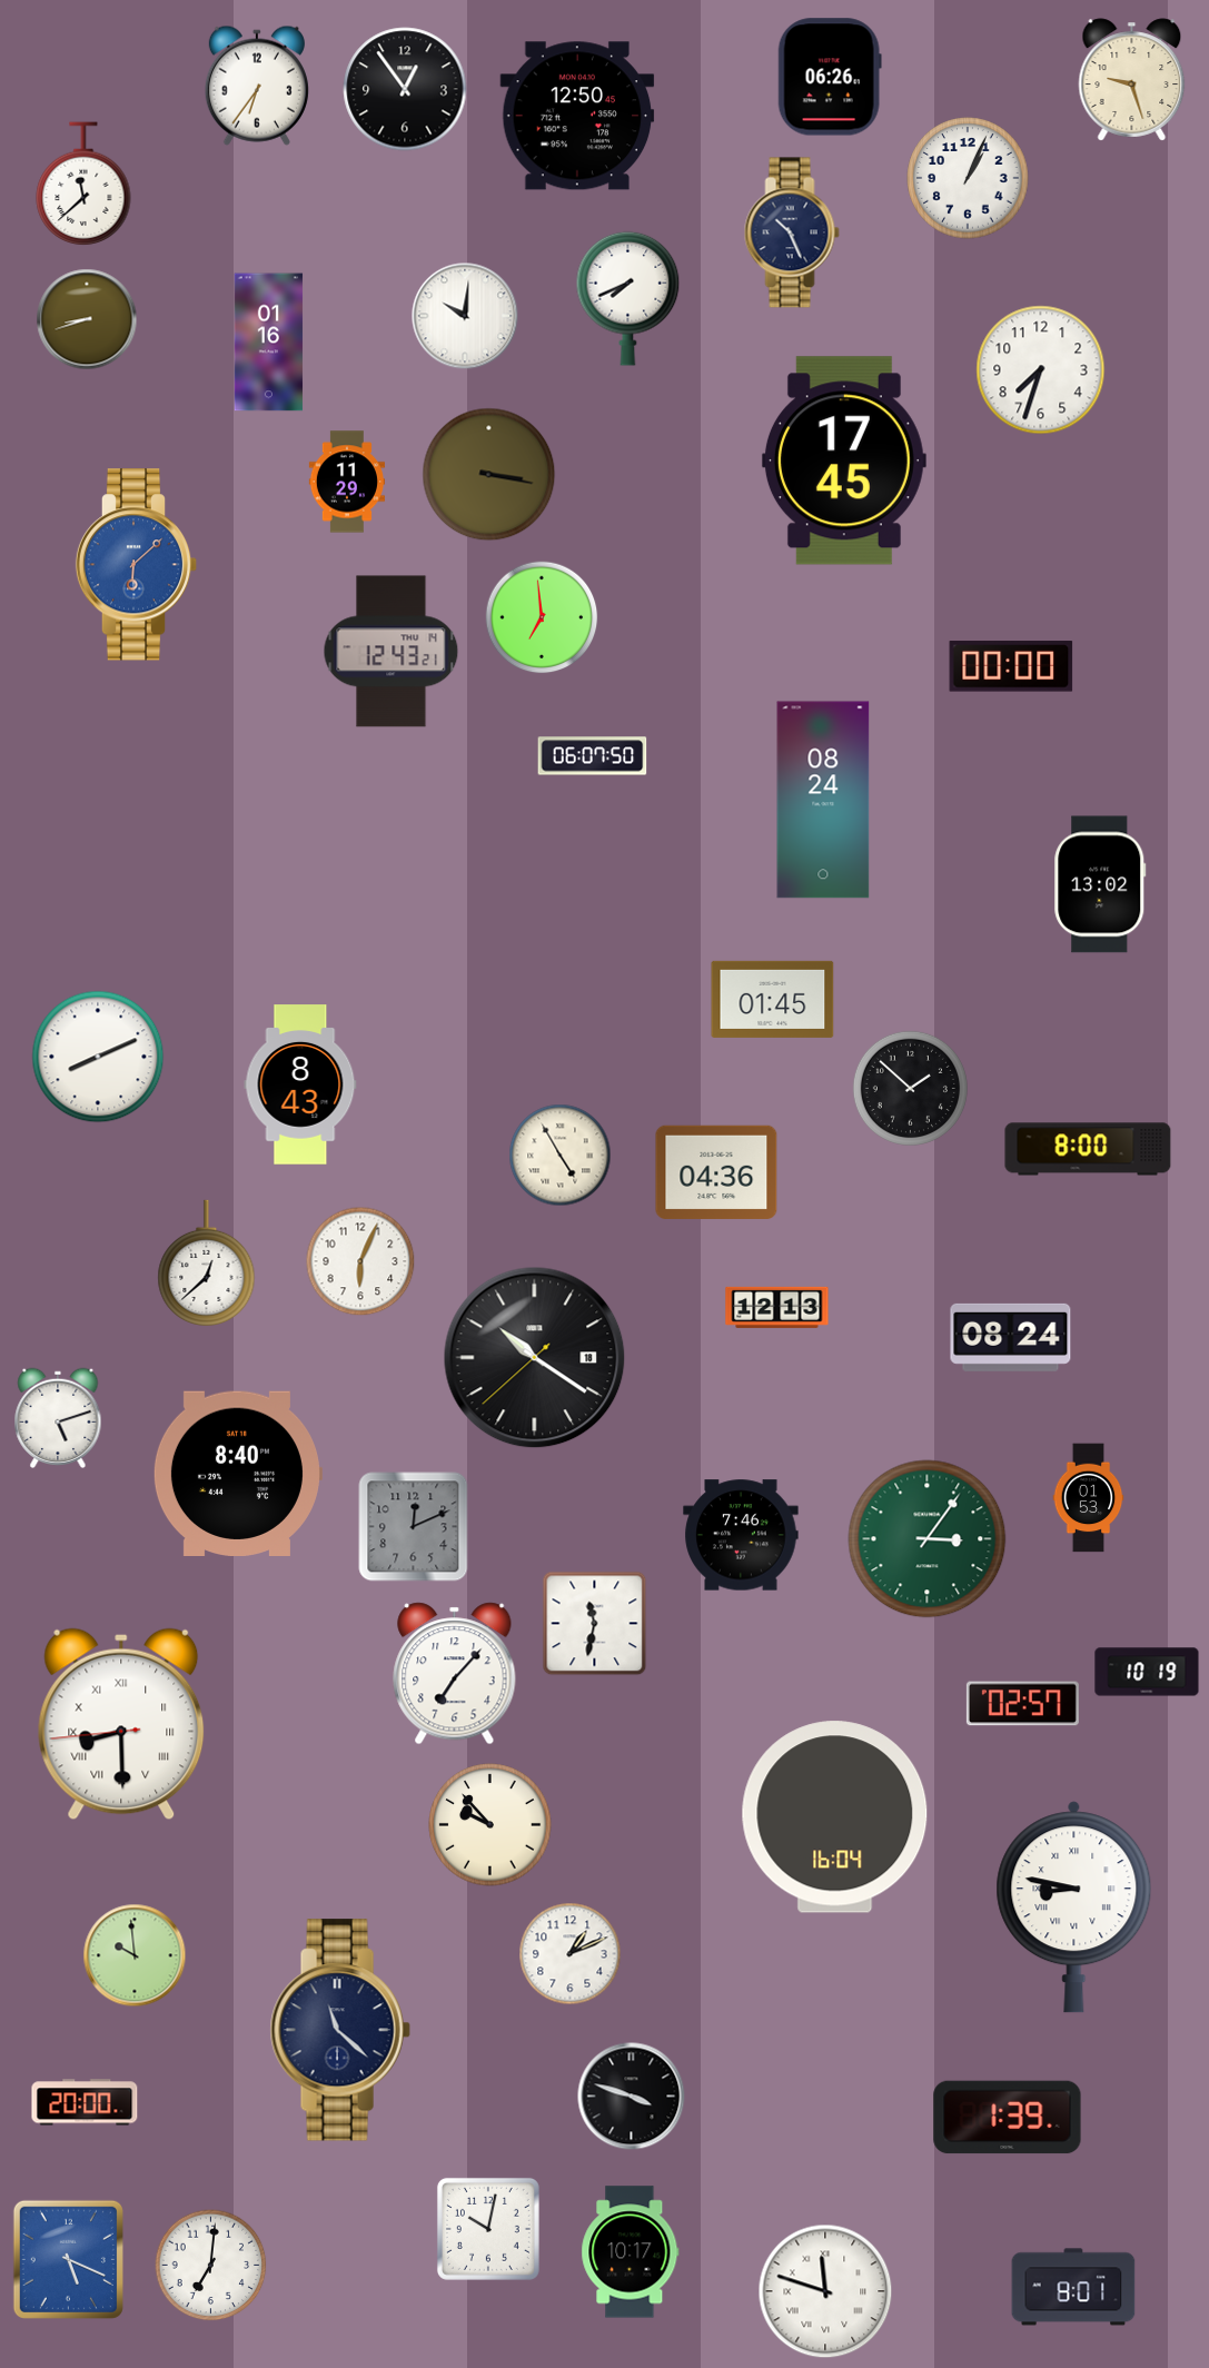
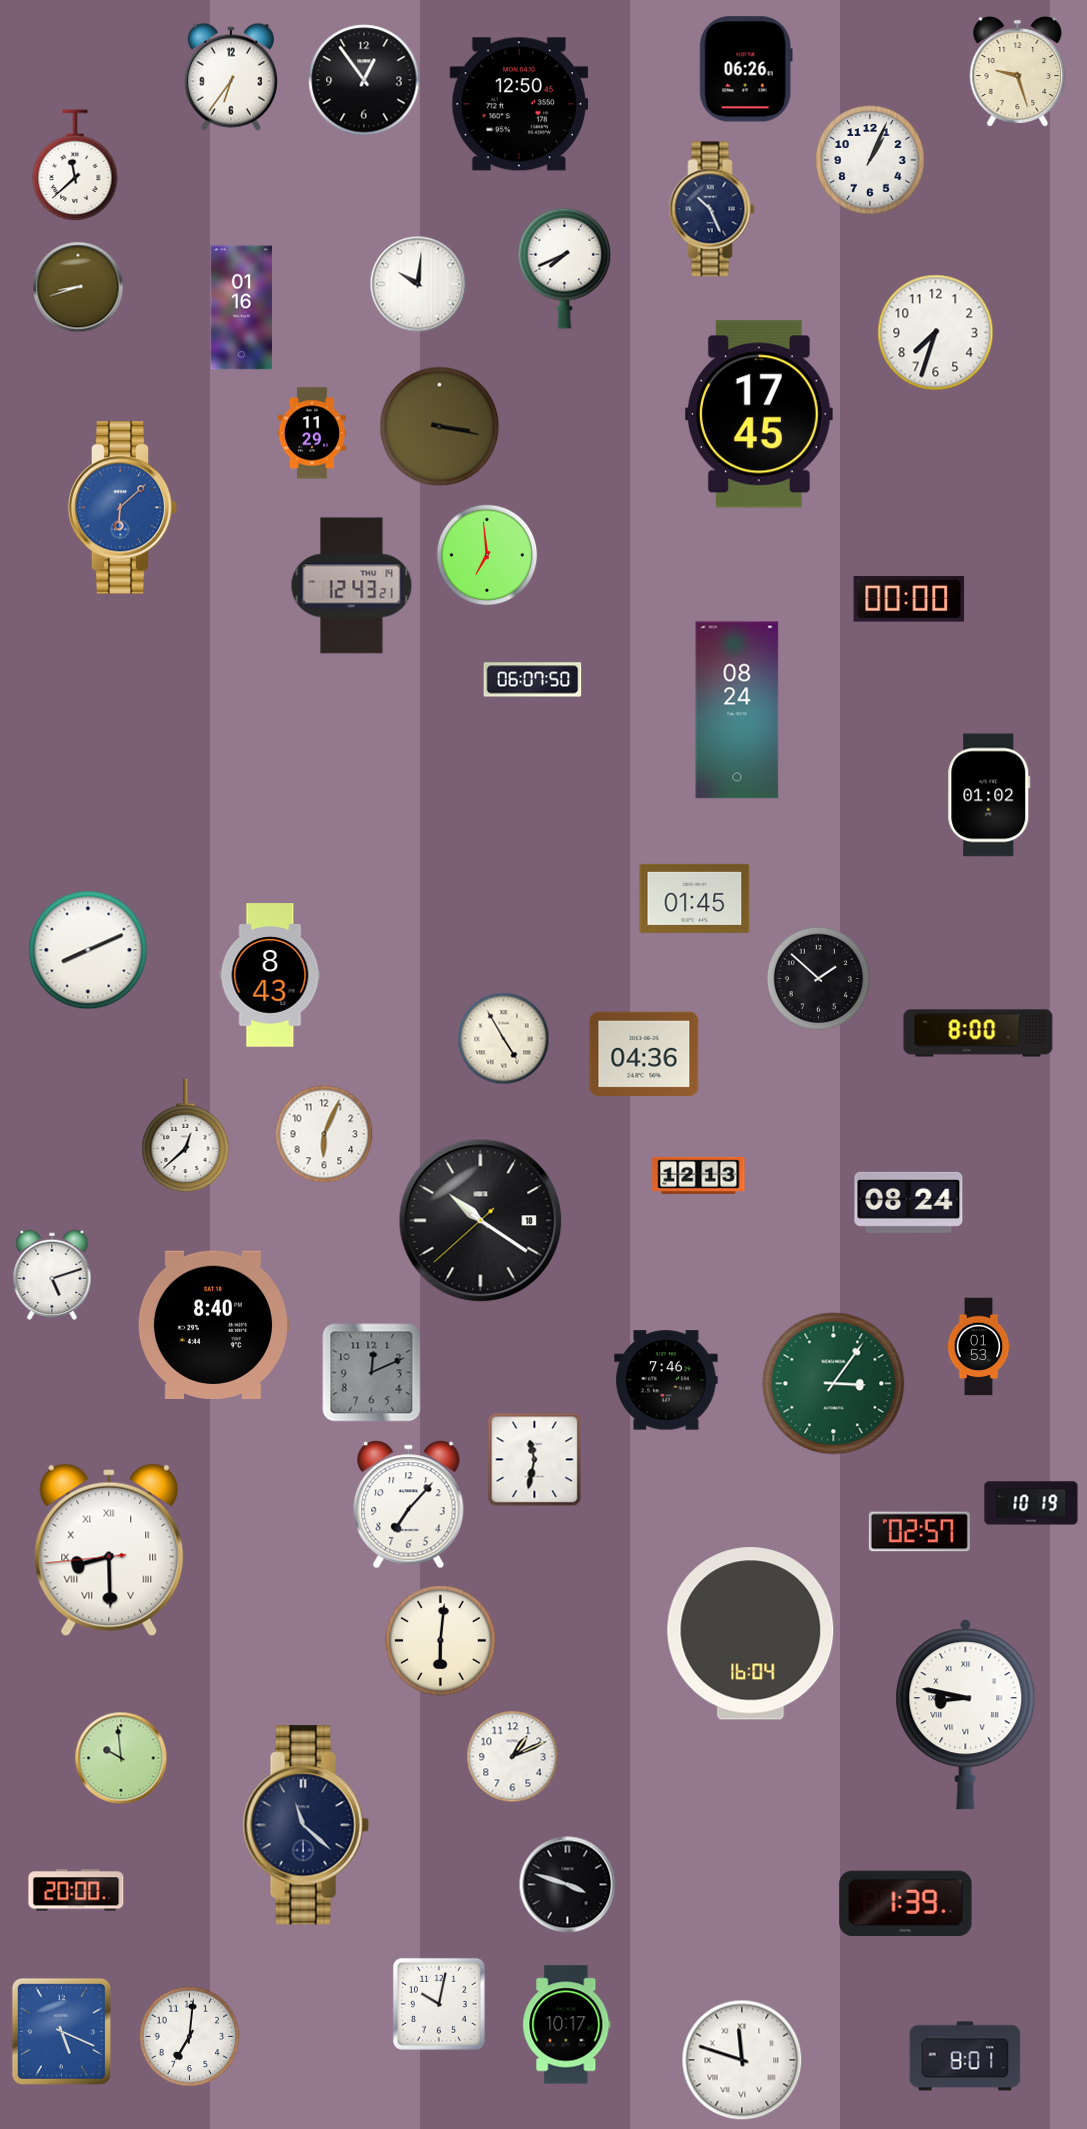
clock at (823, 800) position: (823, 800) -> (737, 710)
clock at (1100, 884): 13:02 -> 01:02
clock at (490, 1825): 9:53 -> 6:01
